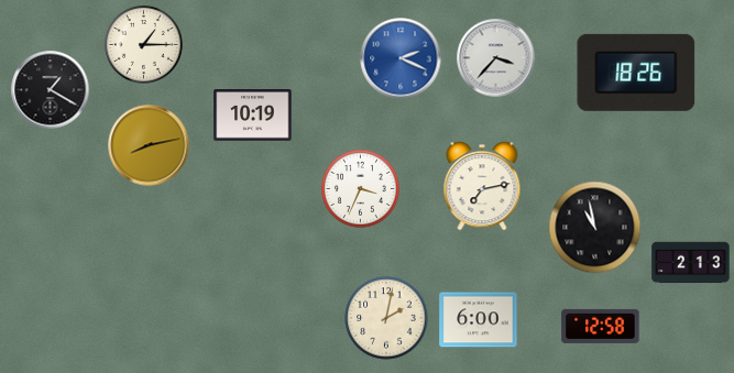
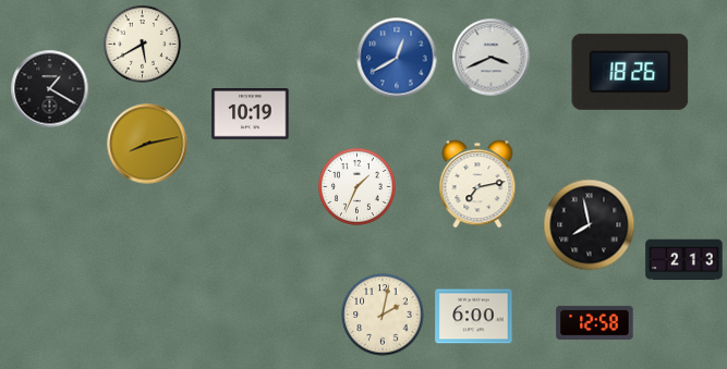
clock at (143, 44): 1:15 -> 5:40
clock at (401, 58): 2:19 -> 12:40
clock at (496, 58): 3:37 -> 3:41
clock at (360, 188): 3:34 -> 1:34
clock at (595, 228): 10:58 -> 7:58
